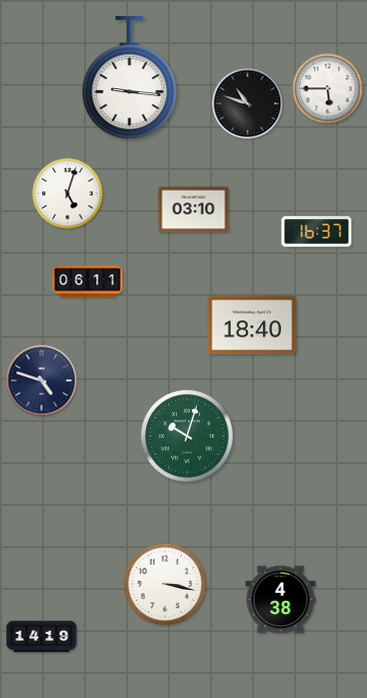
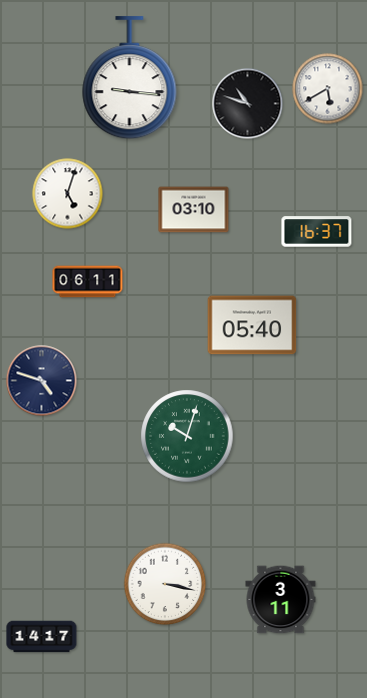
clock at (328, 89): 5:45 -> 5:40
clock at (252, 325): 18:40 -> 05:40
clock at (281, 600): 4:38 -> 3:11
clock at (42, 637): 14:19 -> 14:17
